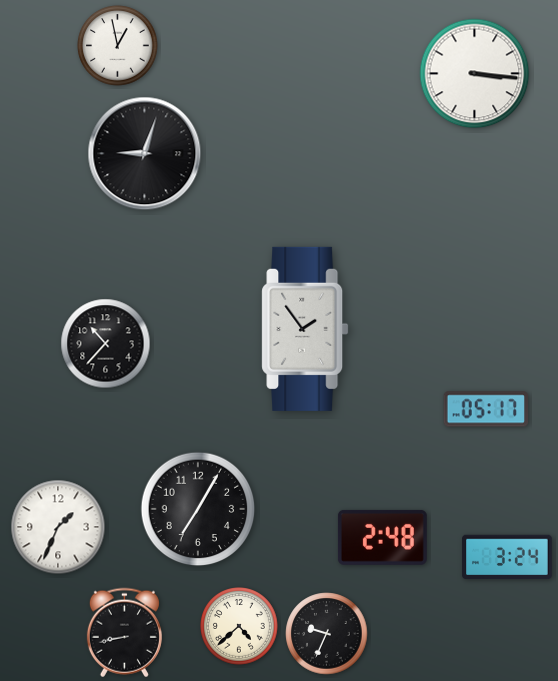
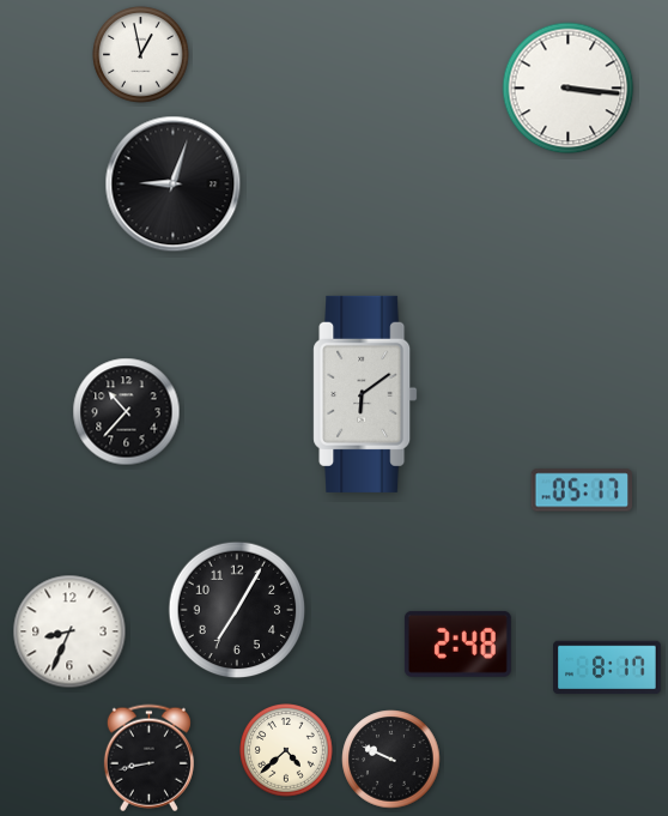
clock at (305, 329): 1:54 -> 6:09
clock at (58, 527): 1:34 -> 8:34
clock at (507, 557): 3:24 -> 8:17
clock at (327, 634): 9:34 -> 9:49
